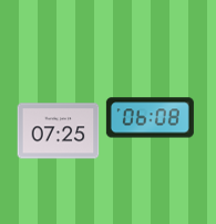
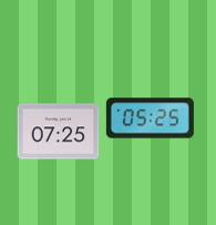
clock at (150, 118): 06:08 -> 05:25
